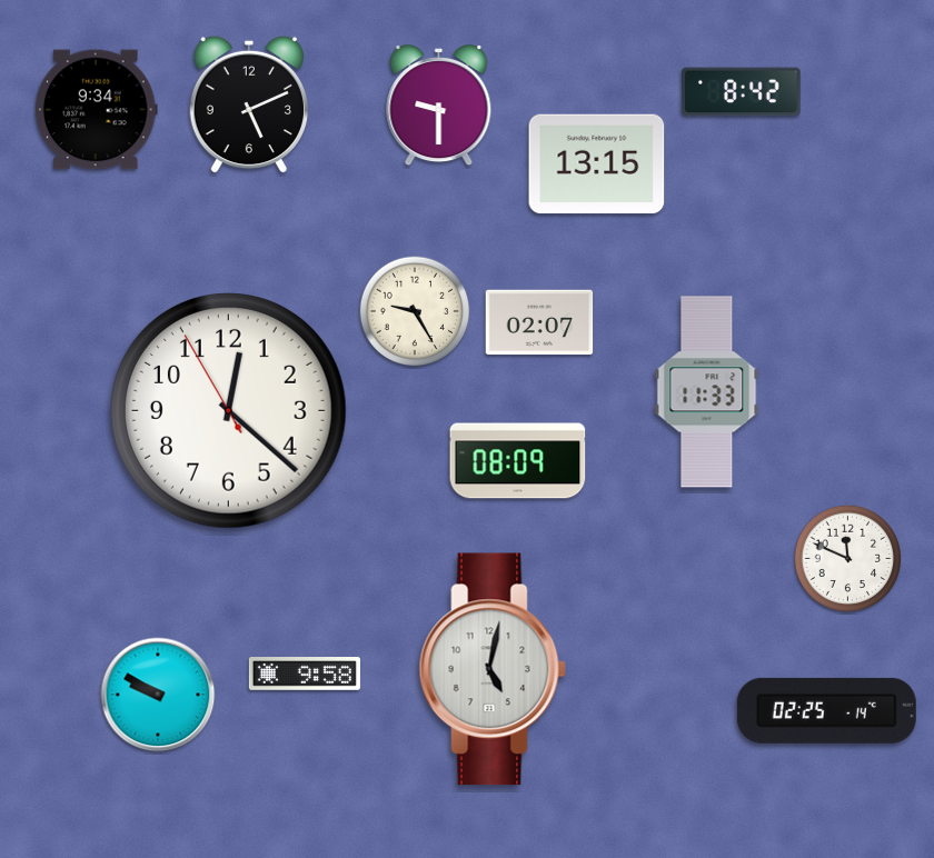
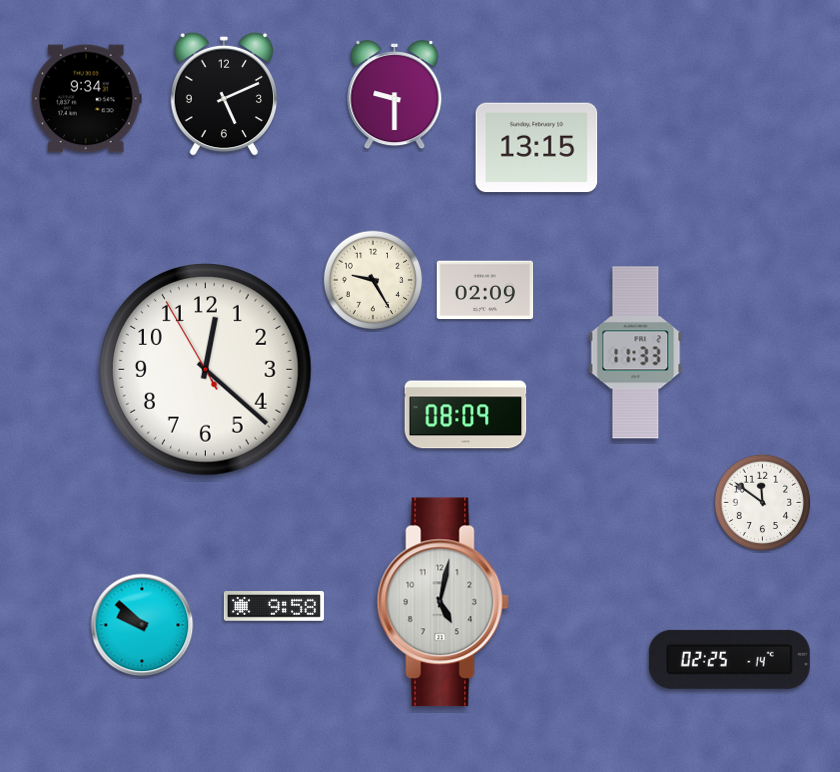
clock at (742, 92): 8:42 -> none
clock at (539, 322): 02:07 -> 02:09
clock at (848, 559): 11:49 -> 11:51
clock at (158, 695): 9:50 -> 9:52
clock at (826, 710) position: (826, 710) -> (729, 659)
